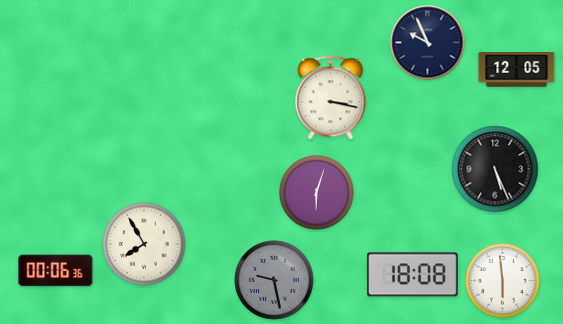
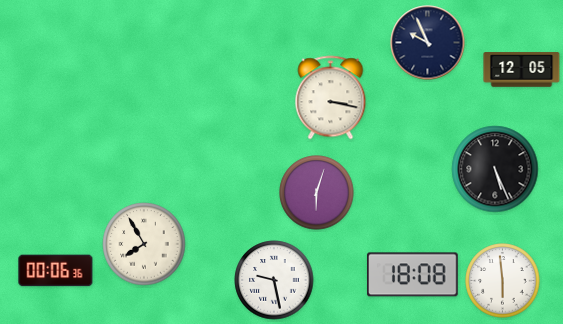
clock at (517, 70) position: (517, 70) -> (522, 70)
clock at (274, 280) dial: grey -> white
